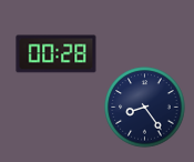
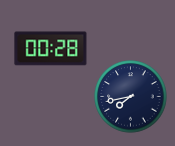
clock at (145, 108): 8:24 -> 7:43
